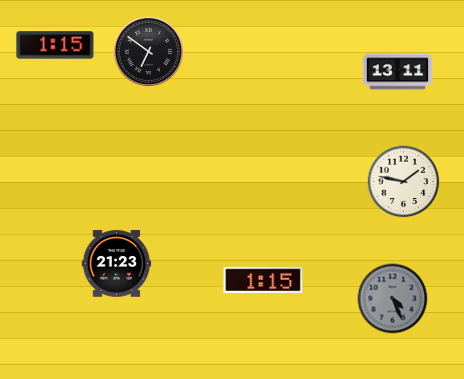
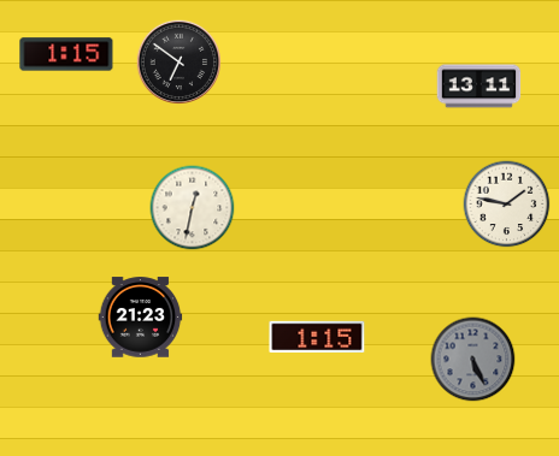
clock at (193, 208): none -> 12:32
clock at (404, 182) position: (404, 182) -> (507, 205)
clock at (393, 299): 4:26 -> 5:26
